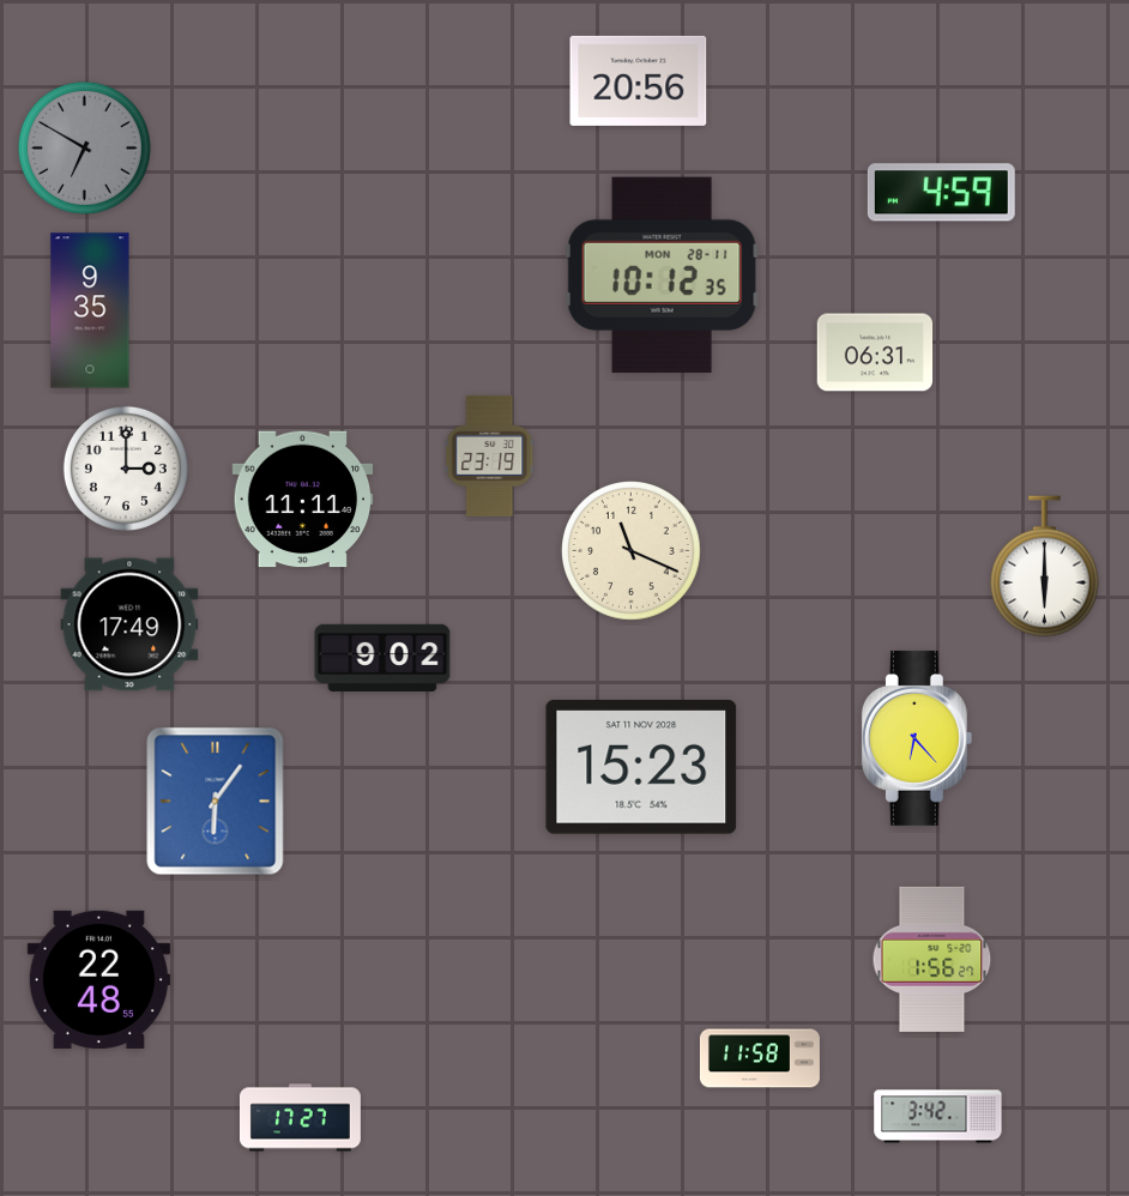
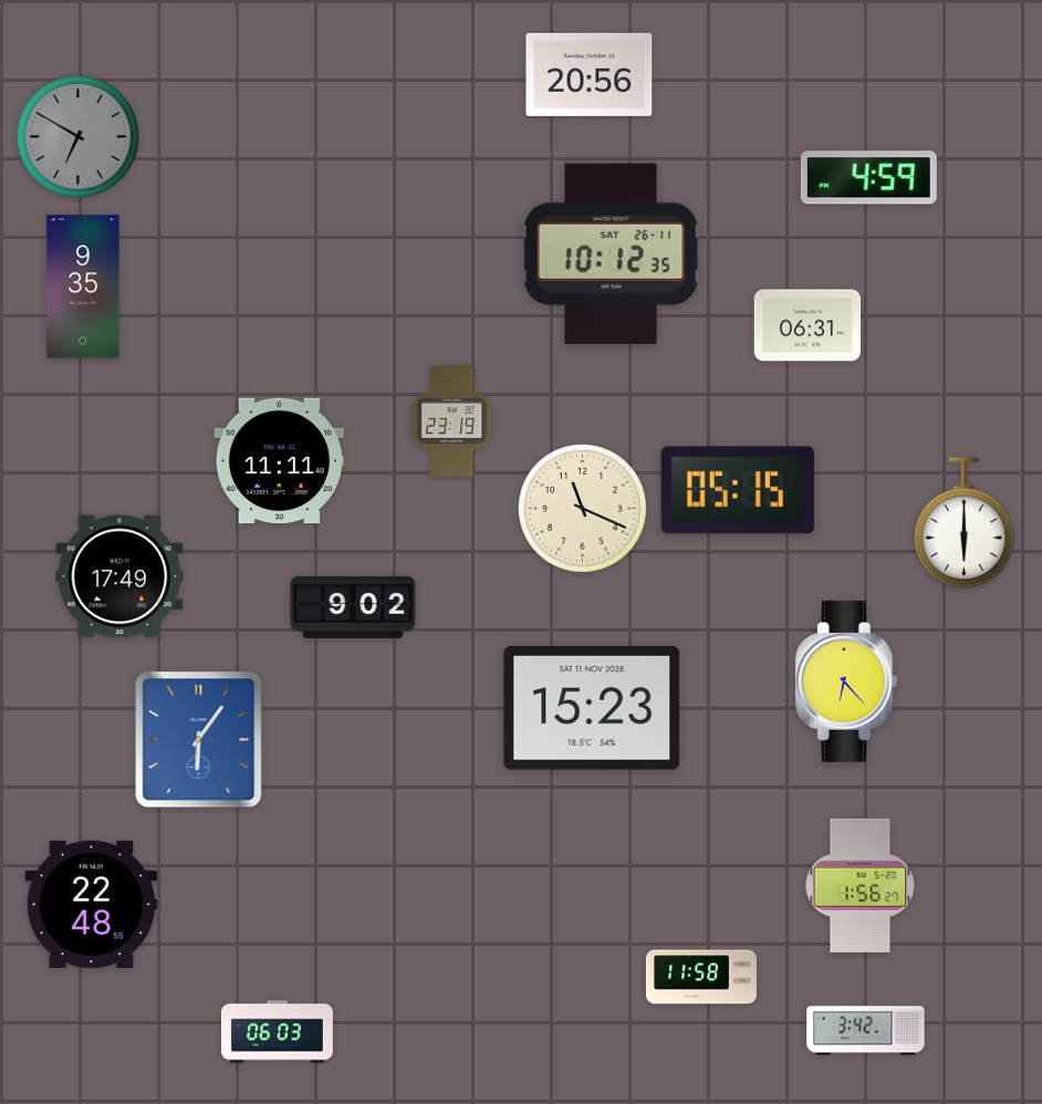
clock at (662, 274) date: MON 28-11 -> SAT 26-11
clock at (126, 469): 3:00 -> none
clock at (738, 490): none -> 05:15
clock at (300, 1118): 17:27 -> 06:03
